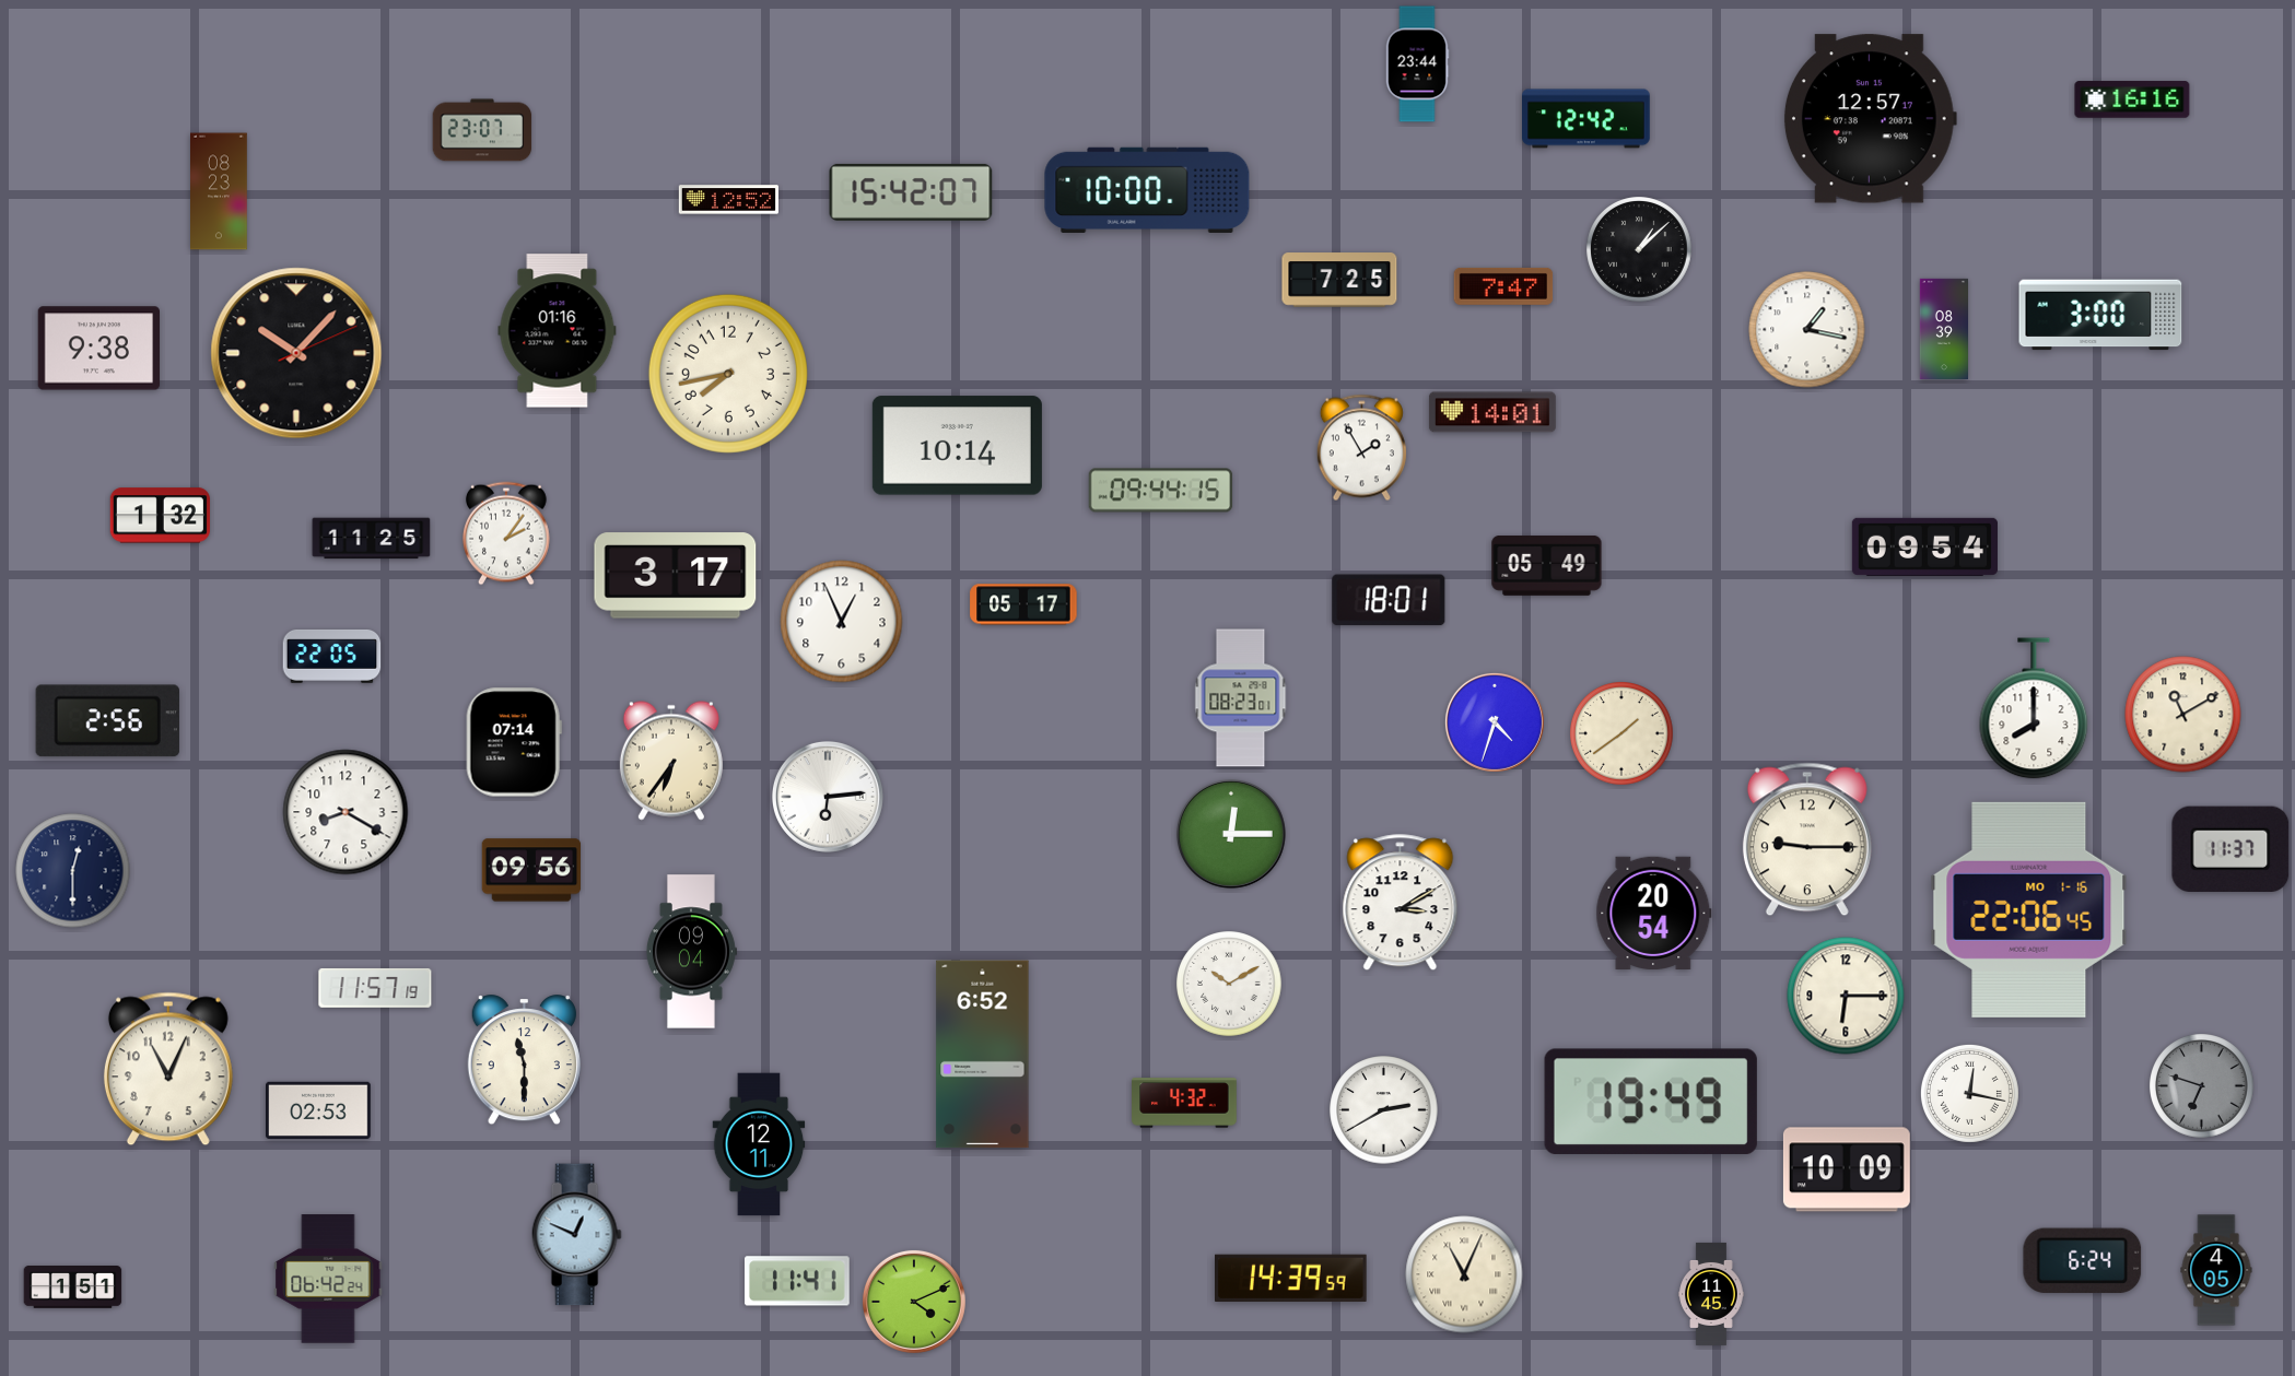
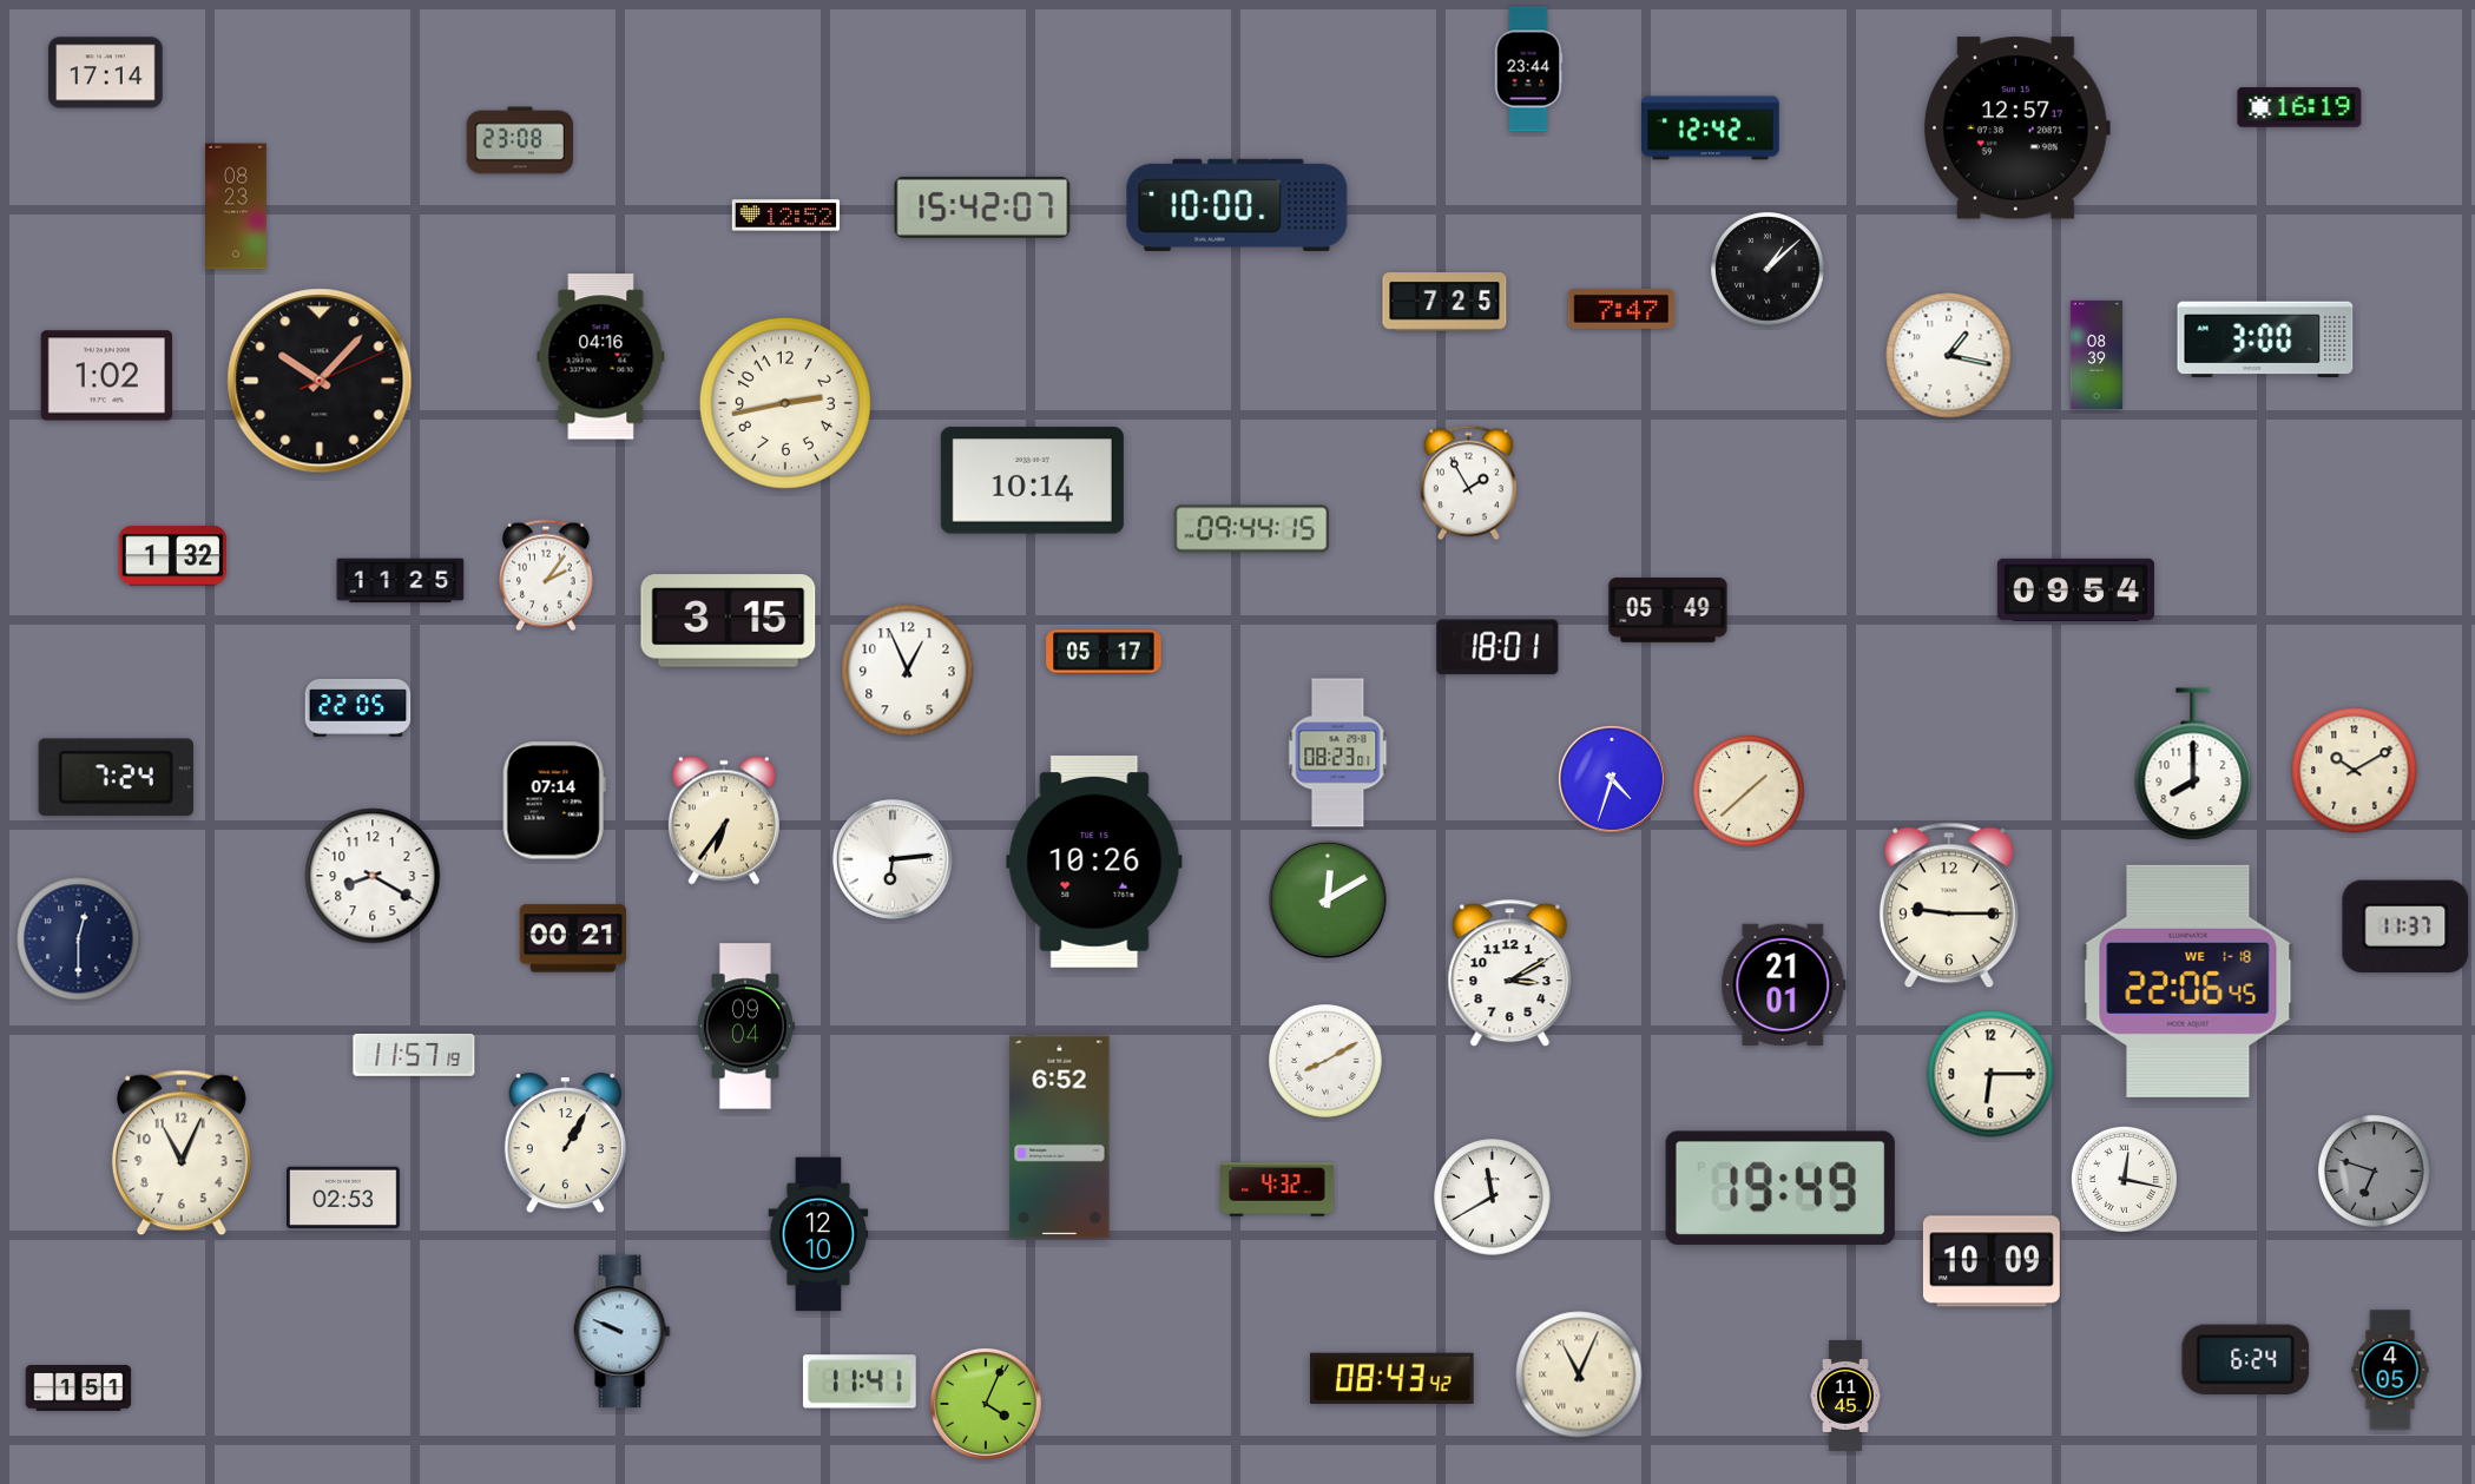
clock at (106, 73): none -> 17:14
clock at (2132, 99): 16:16 -> 16:19
clock at (482, 130): 23:07 -> 23:08
clock at (558, 331): 01:16 -> 04:16
clock at (98, 349): 9:38 -> 1:02
clock at (728, 374): 7:43 -> 2:43
clock at (1492, 412): 14:01 -> none
clock at (676, 576): 3:17 -> 3:15
clock at (2183, 715): 11:10 -> 10:10
clock at (107, 721): 2:56 -> 7:24
clock at (1623, 734): 1:39 -> 1:38
clock at (1094, 863): none -> 10:26
clock at (1231, 834): 12:15 -> 12:10
clock at (2230, 848) position: (2230, 848) -> (2405, 925)
clock at (531, 870): 09:56 -> 00:21
clock at (2029, 909) date: MO 1-16 -> WE 1-18
clock at (1654, 913): 20:54 -> 21:01
clock at (1229, 984): 10:10 -> 8:10
clock at (375, 988) position: (375, 988) -> (414, 1055)
clock at (524, 1060): 11:30 -> 1:05
clock at (1384, 1110): 2:40 -> 11:40
clock at (759, 1144): 12:11 -> 12:10
clock at (576, 1235): 12:49 -> 9:49
clock at (1291, 1278): 14:39 -> 08:43
clock at (328, 1279): 06:42 -> none
clock at (914, 1302): 4:11 -> 4:04
